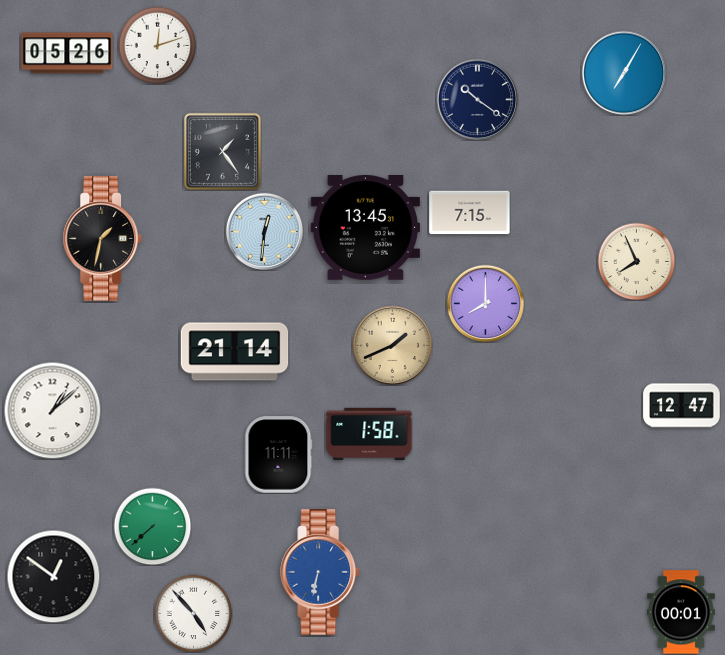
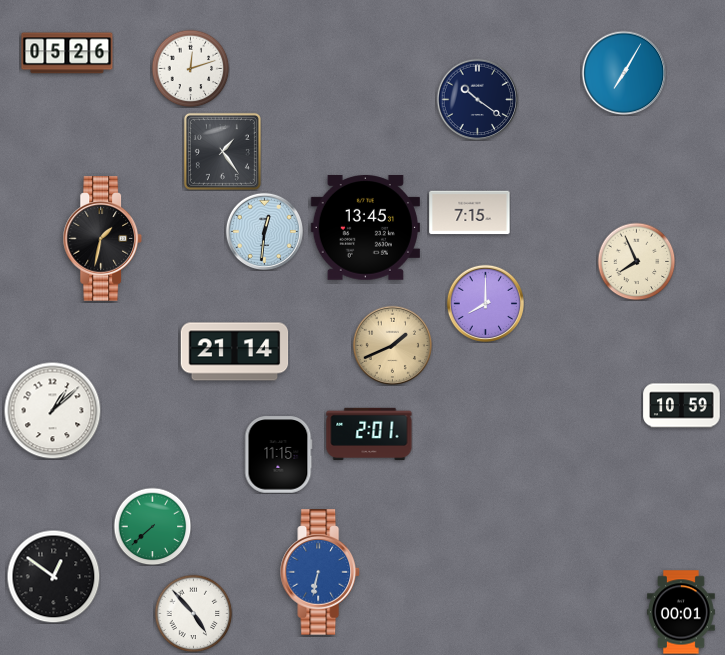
clock at (157, 45) position: (157, 45) -> (190, 68)
clock at (682, 406): 12:47 -> 10:59
clock at (369, 434): 1:58 -> 2:01
clock at (278, 455): 11:11 -> 11:15
